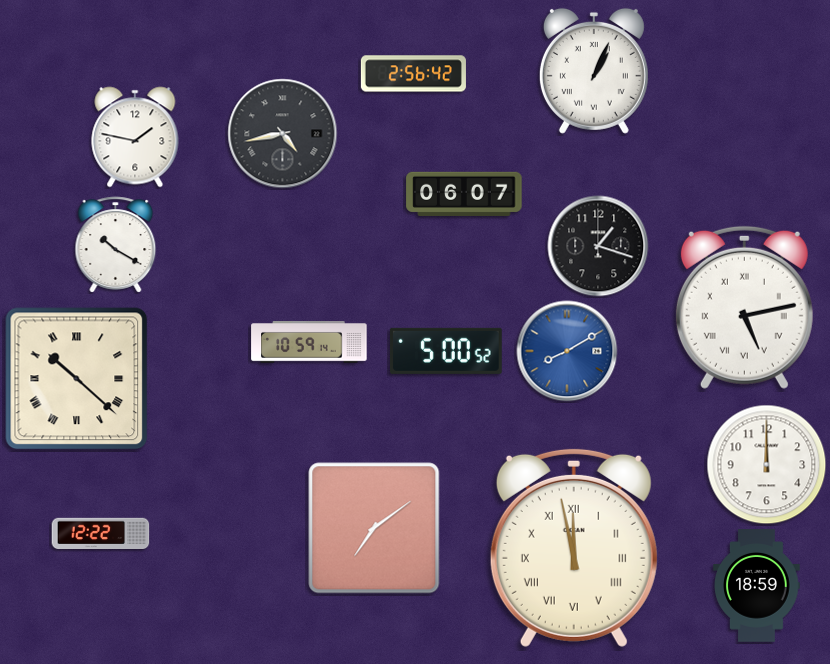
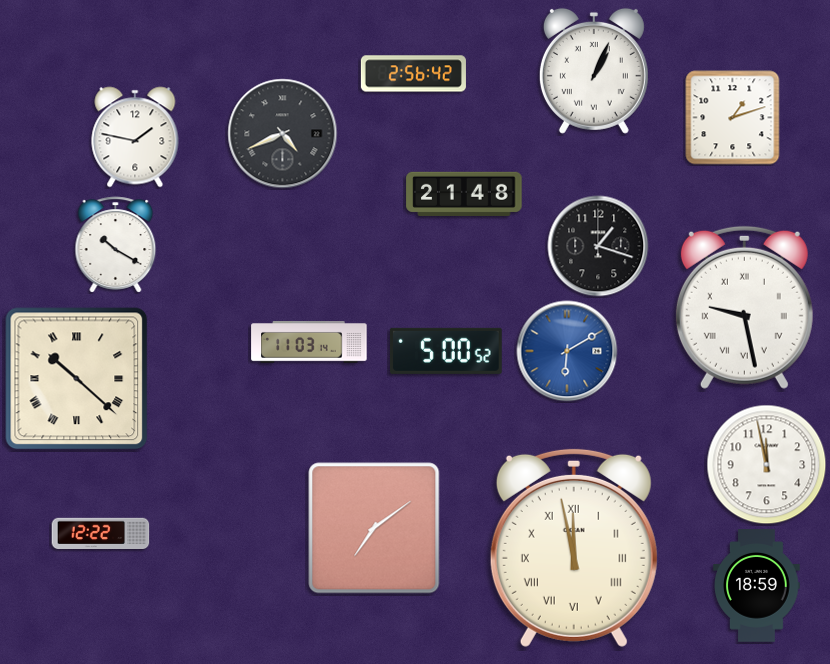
clock at (733, 118): none -> 1:12
clock at (283, 134): 4:43 -> 4:41
clock at (464, 194): 06:07 -> 21:48
clock at (744, 307): 5:13 -> 9:28
clock at (309, 343): 10:59 -> 11:03
clock at (567, 351): 8:10 -> 6:10
clock at (767, 465): 12:00 -> 11:58
